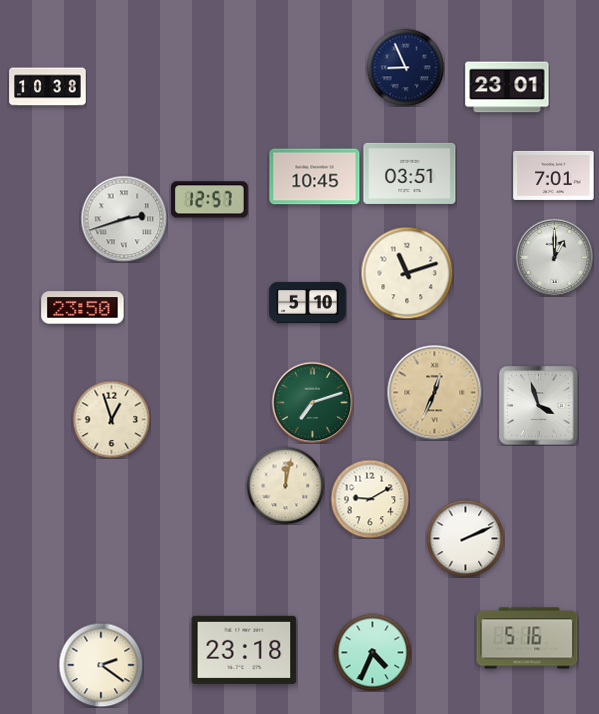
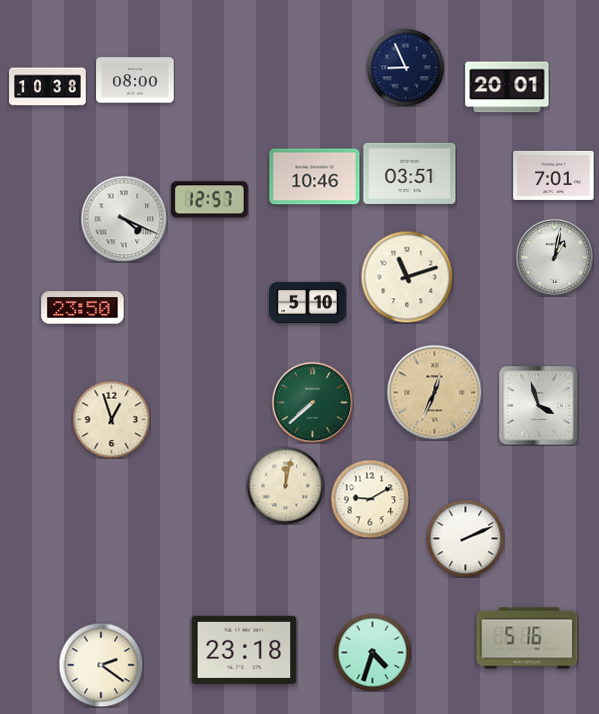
clock at (135, 80): none -> 08:00
clock at (507, 87): 23:01 -> 20:01
clock at (315, 177): 10:45 -> 10:46
clock at (124, 219): 2:42 -> 4:19
clock at (554, 257): 1:00 -> 1:02
clock at (407, 273) position: (407, 273) -> (407, 277)
clock at (312, 402): 7:12 -> 7:38
clock at (372, 652): 4:34 -> 4:33
